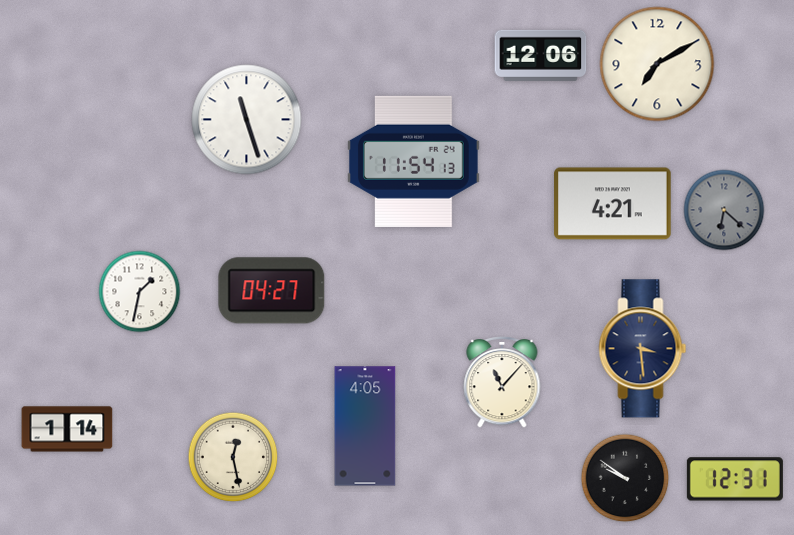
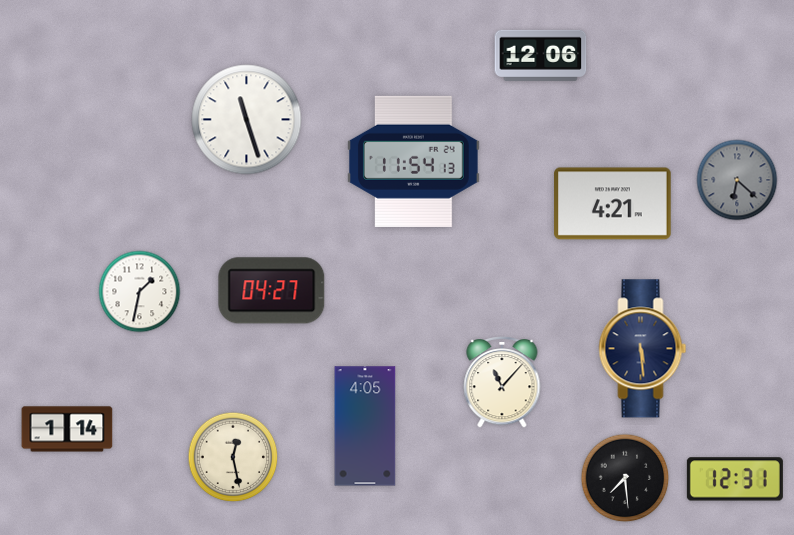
clock at (657, 64): 7:10 -> none
clock at (724, 210) position: (724, 210) -> (737, 180)
clock at (643, 349): 3:29 -> 5:29
clock at (625, 478): 9:51 -> 7:29
